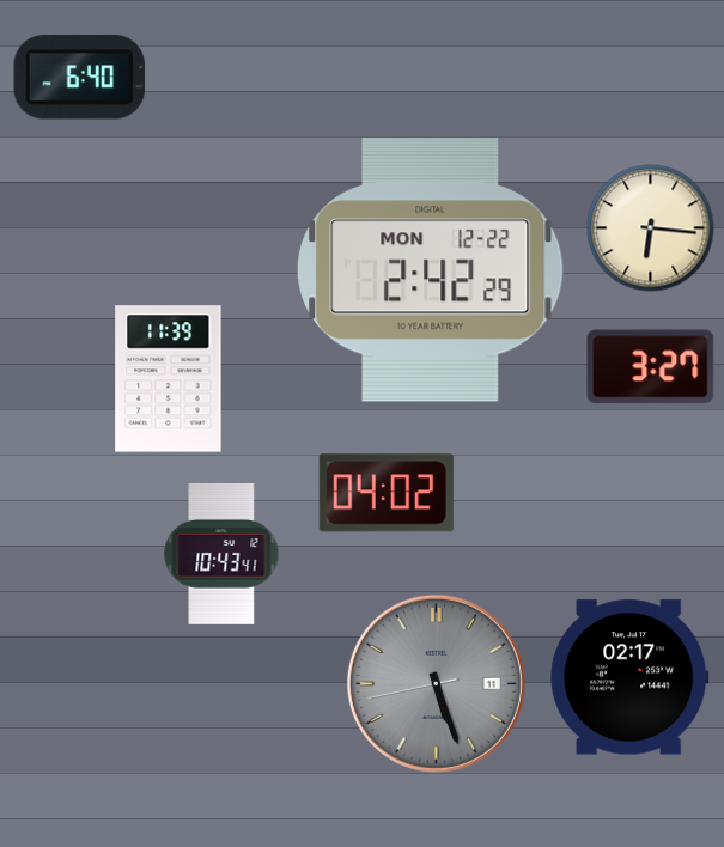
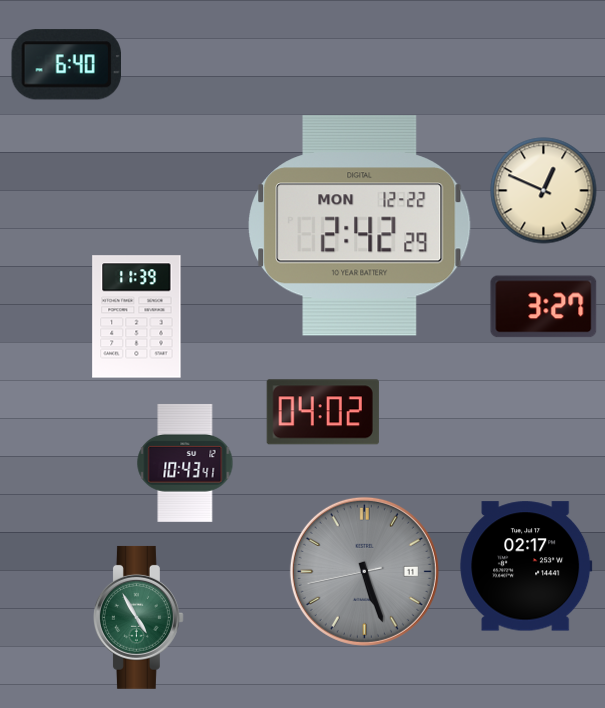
clock at (651, 228): 6:16 -> 12:49
clock at (169, 379) position: (169, 379) -> (137, 317)
clock at (138, 617): none -> 4:55
